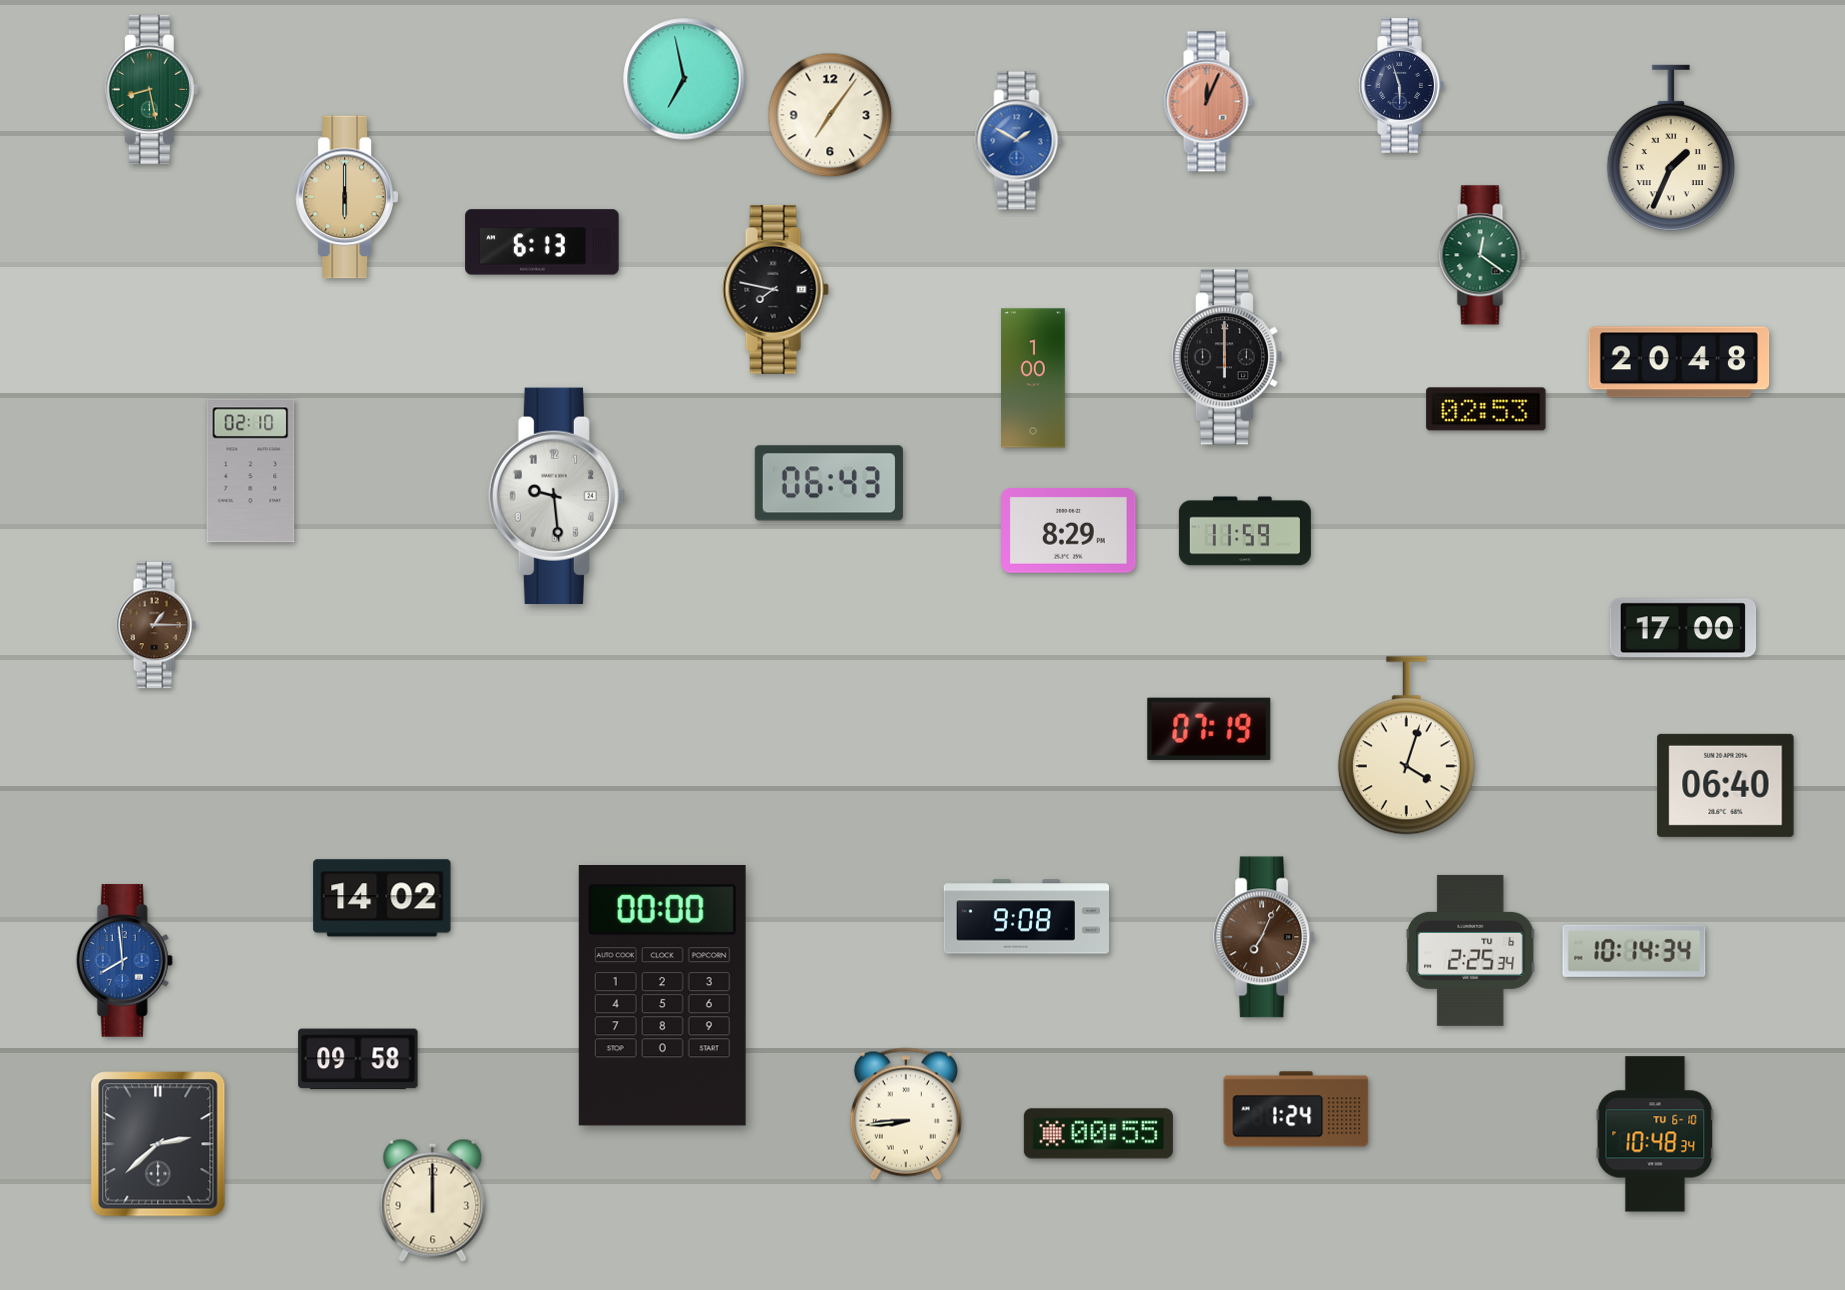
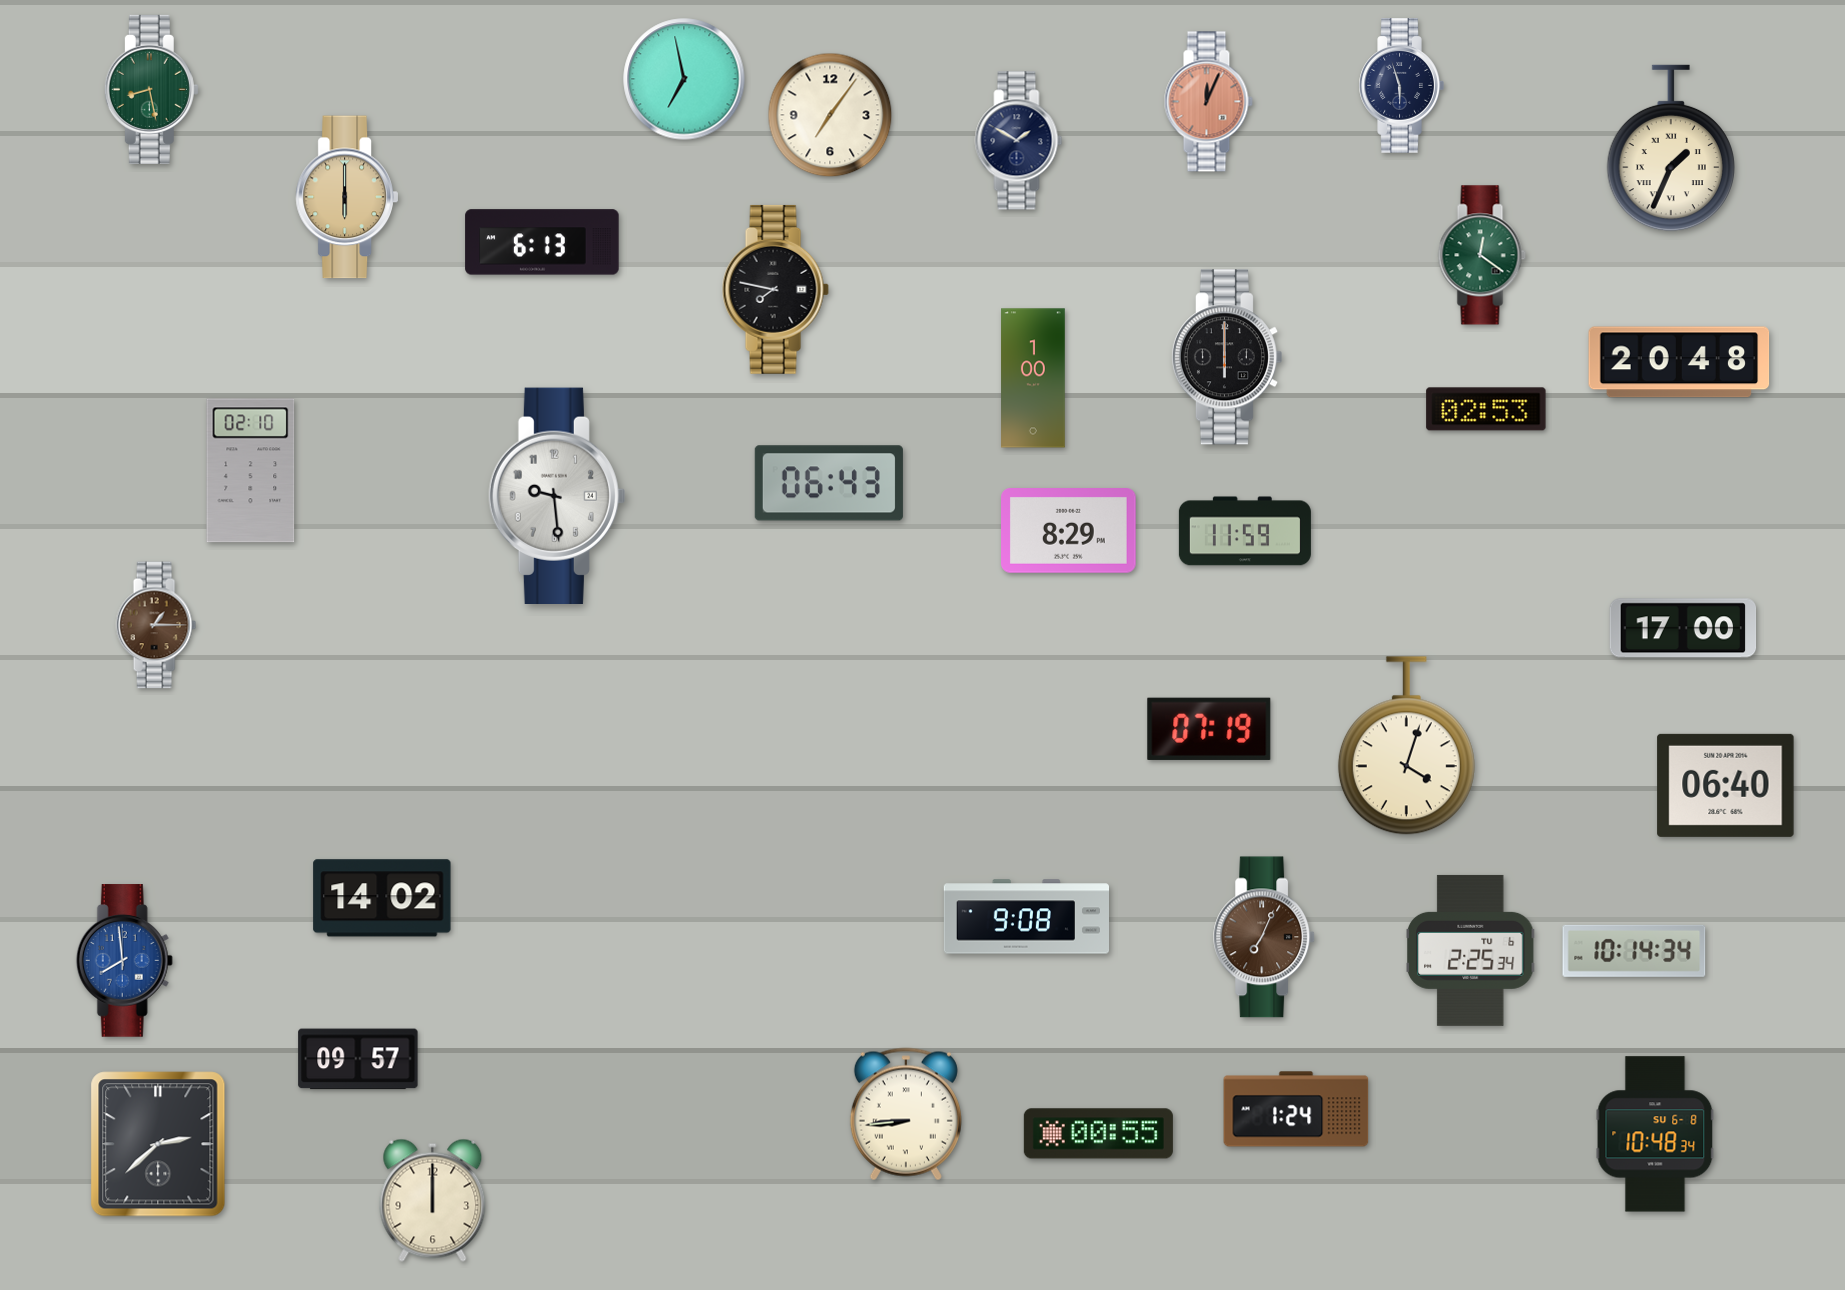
clock at (1019, 141) dial: blue -> navy
clock at (662, 996): 00:00 -> none
clock at (358, 1059): 09:58 -> 09:57
clock at (1655, 1134) date: TU 6-10 -> SU 6-8
